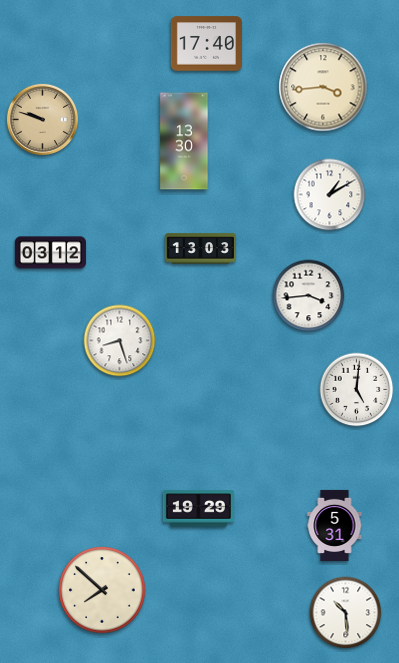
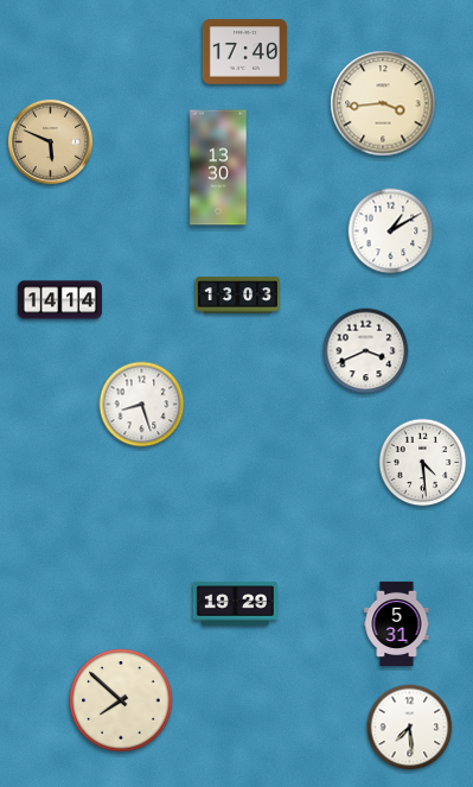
clock at (42, 119): 9:48 -> 5:49
clock at (50, 253): 03:12 -> 14:14
clock at (309, 296): 3:44 -> 3:41
clock at (357, 390): 5:01 -> 4:29
clock at (346, 613): 10:29 -> 7:29
